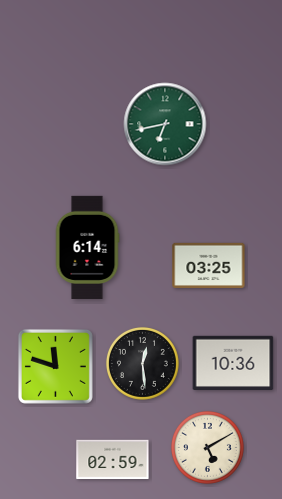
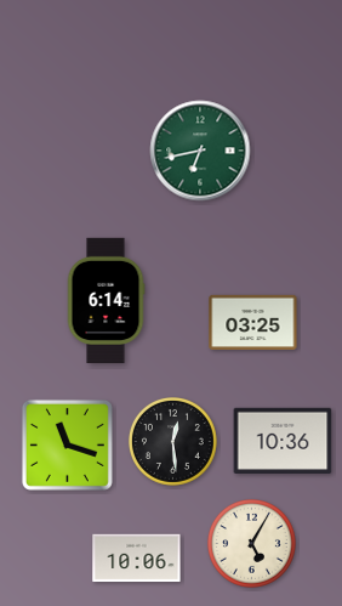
clock at (55, 366): 11:48 -> 11:18
clock at (207, 447): 5:10 -> 5:05
clock at (113, 460): 02:59 -> 10:06
